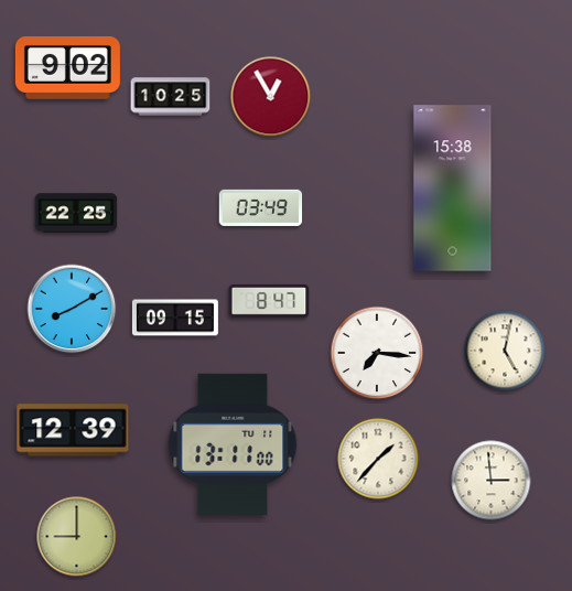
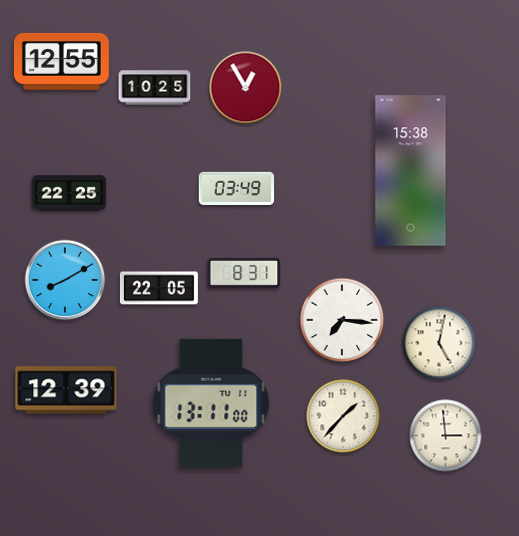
clock at (67, 67): 9:02 -> 12:55
clock at (269, 301): 8:47 -> 8:31
clock at (175, 318): 09:15 -> 22:05
clock at (505, 351) position: (505, 351) -> (439, 343)
clock at (77, 537): 9:00 -> none
